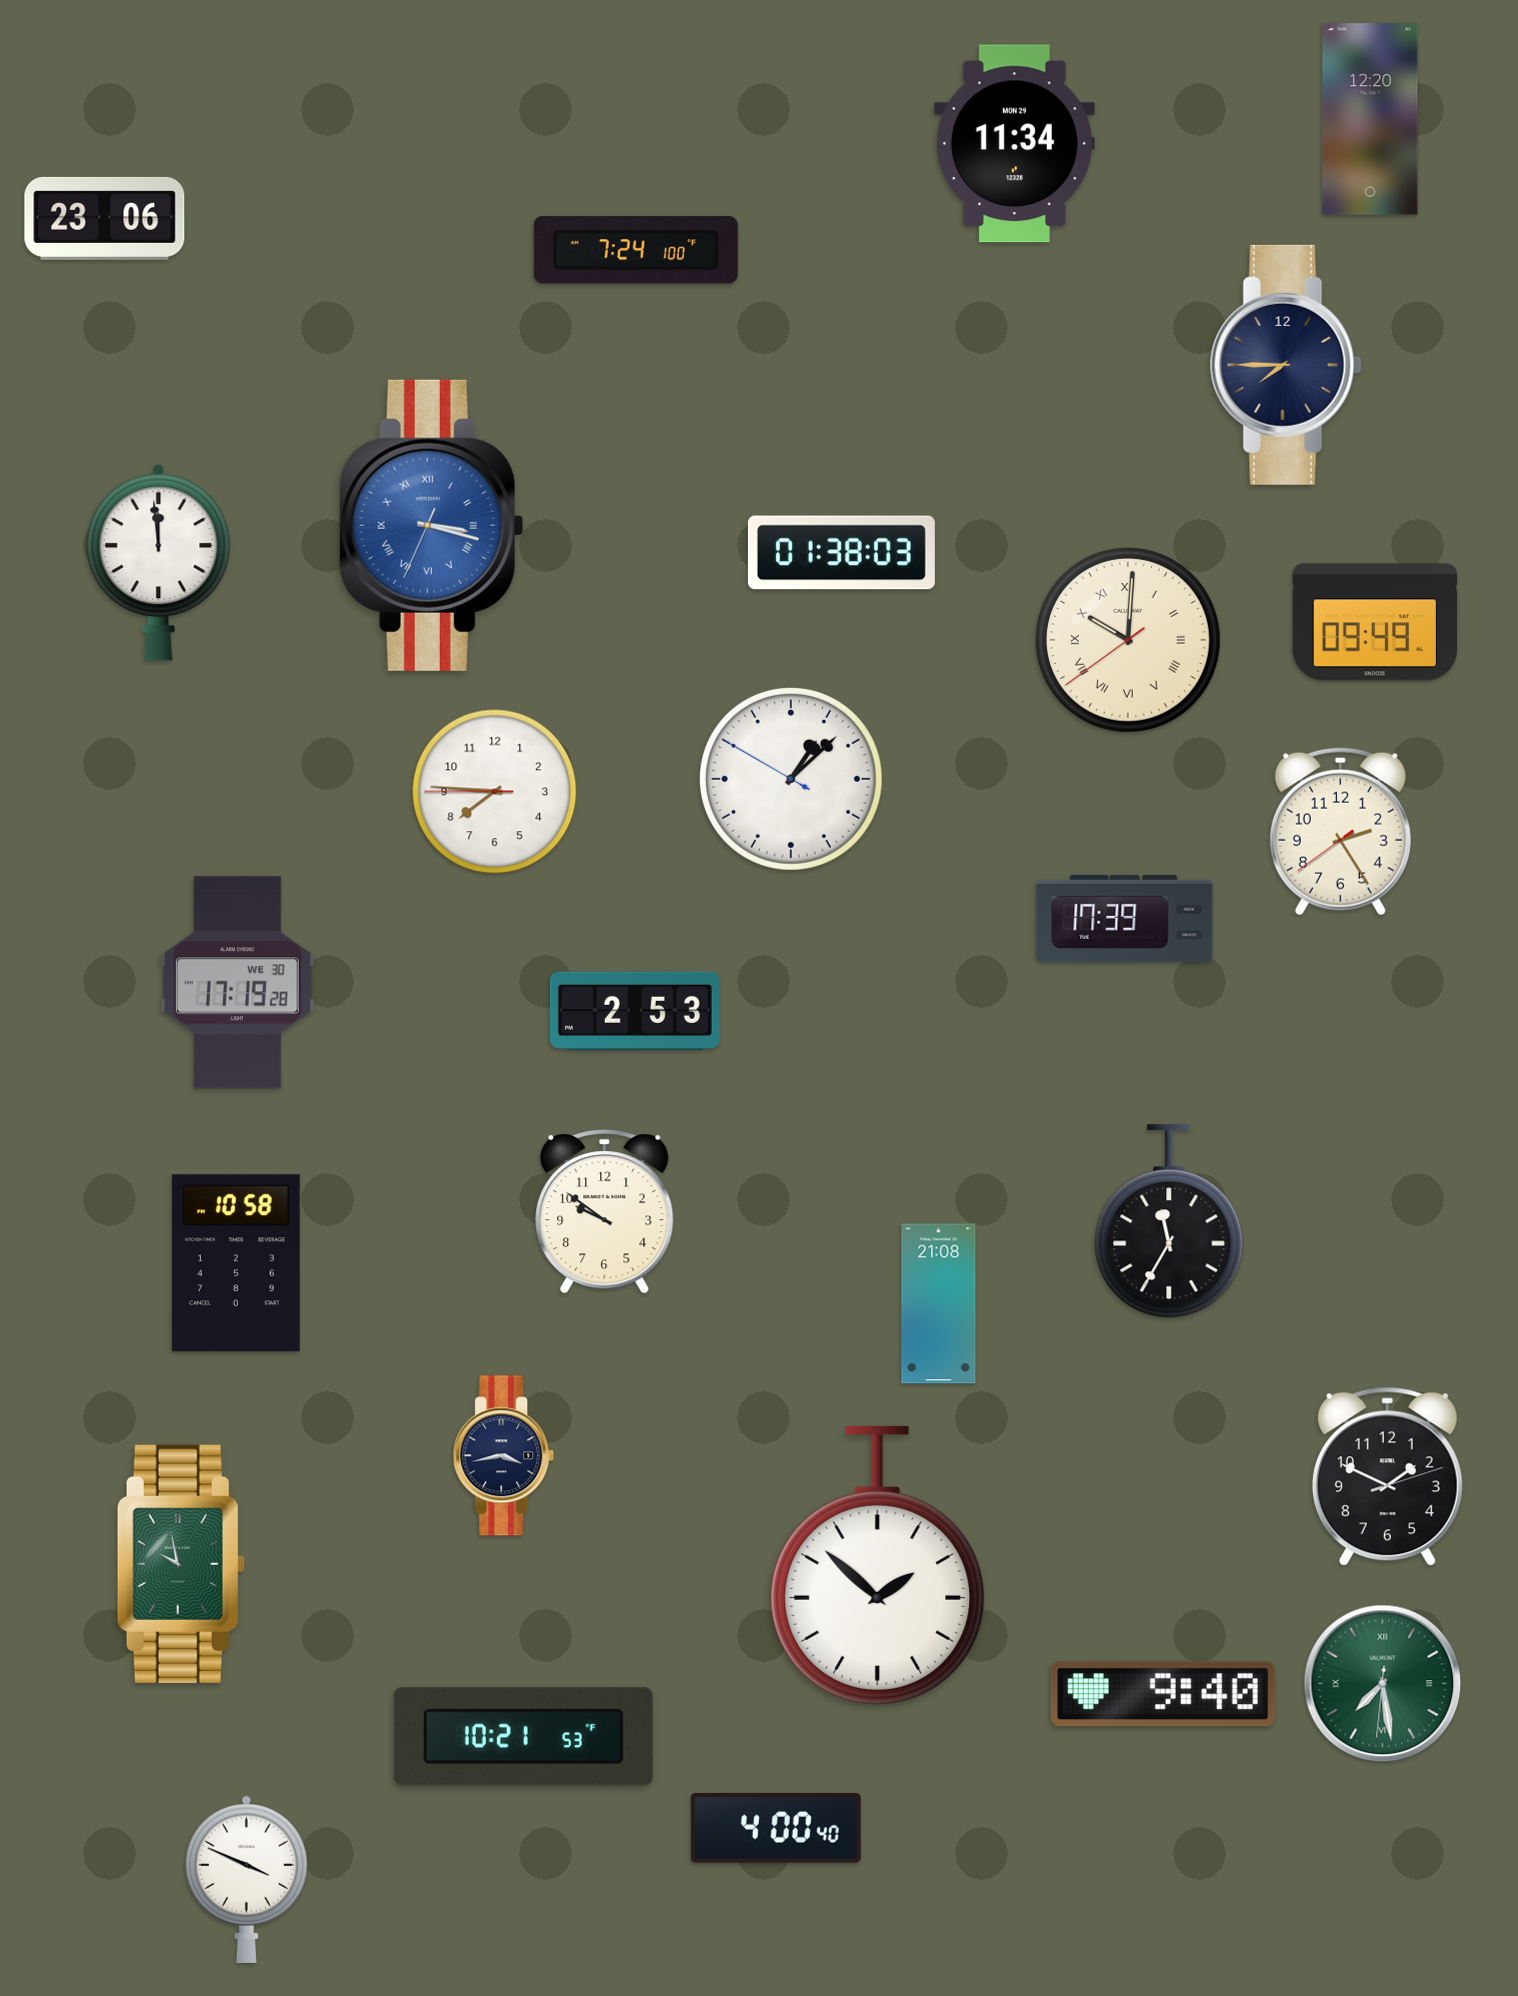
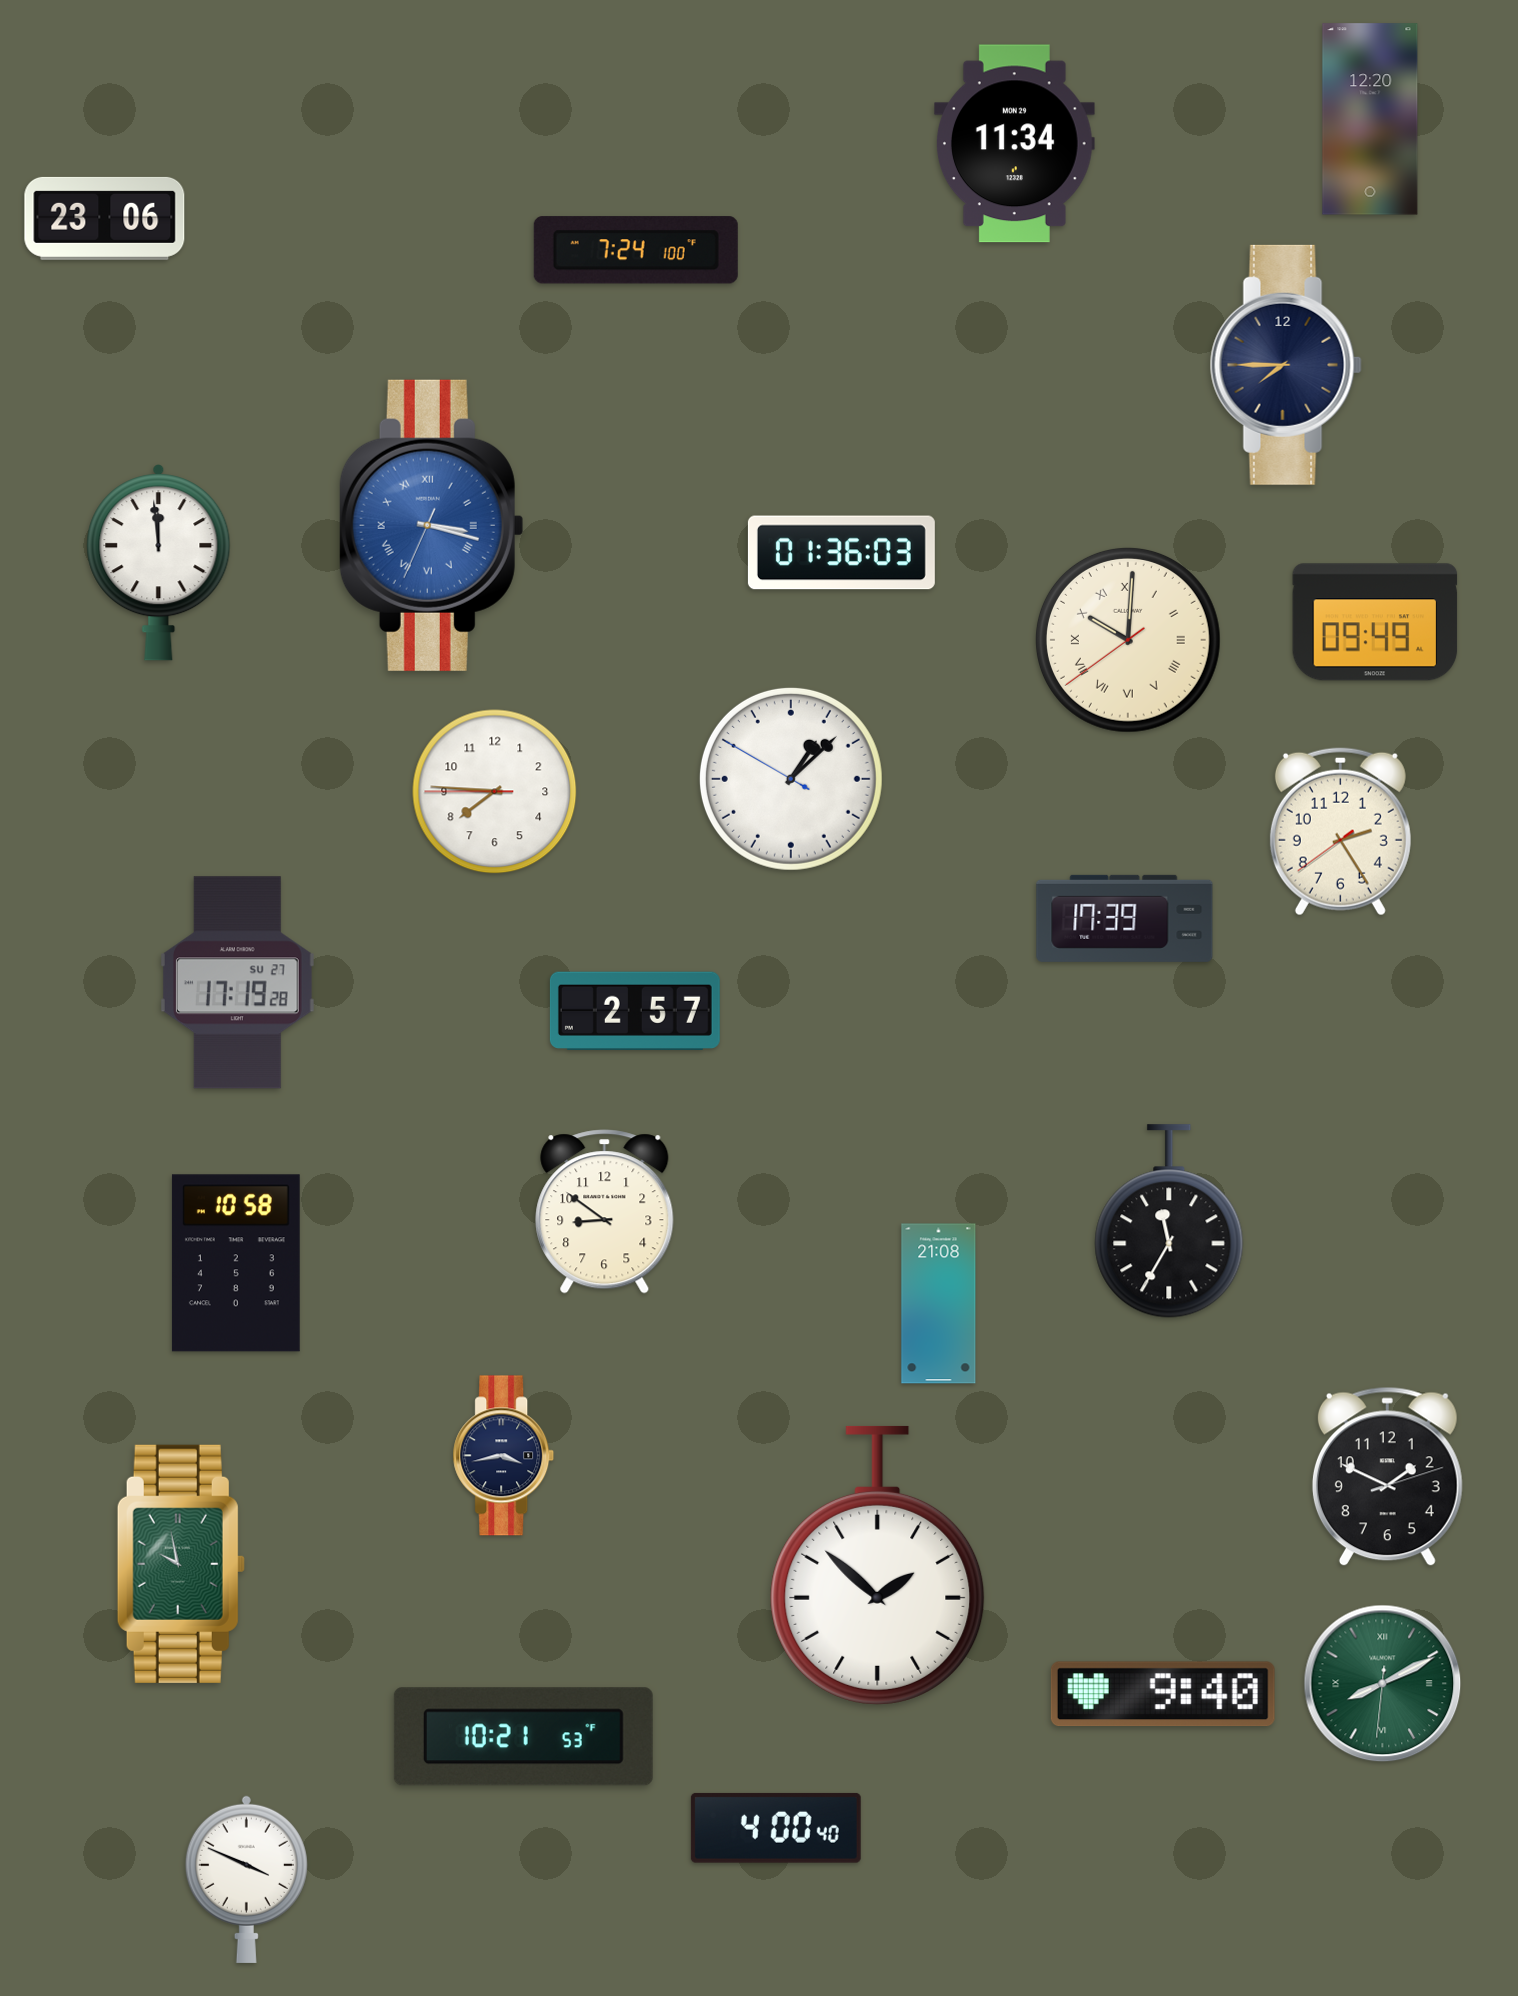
clock at (841, 553): 01:38 -> 01:36
clock at (237, 983) date: WE 30 -> SU 27
clock at (635, 1010): 2:53 -> 2:57
clock at (605, 1212): 9:51 -> 8:51
clock at (1383, 1684): 7:28 -> 8:10
